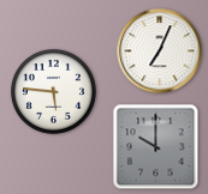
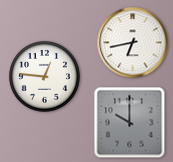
clock at (160, 51): 7:04 -> 6:43
clock at (54, 92): 5:46 -> 12:46
